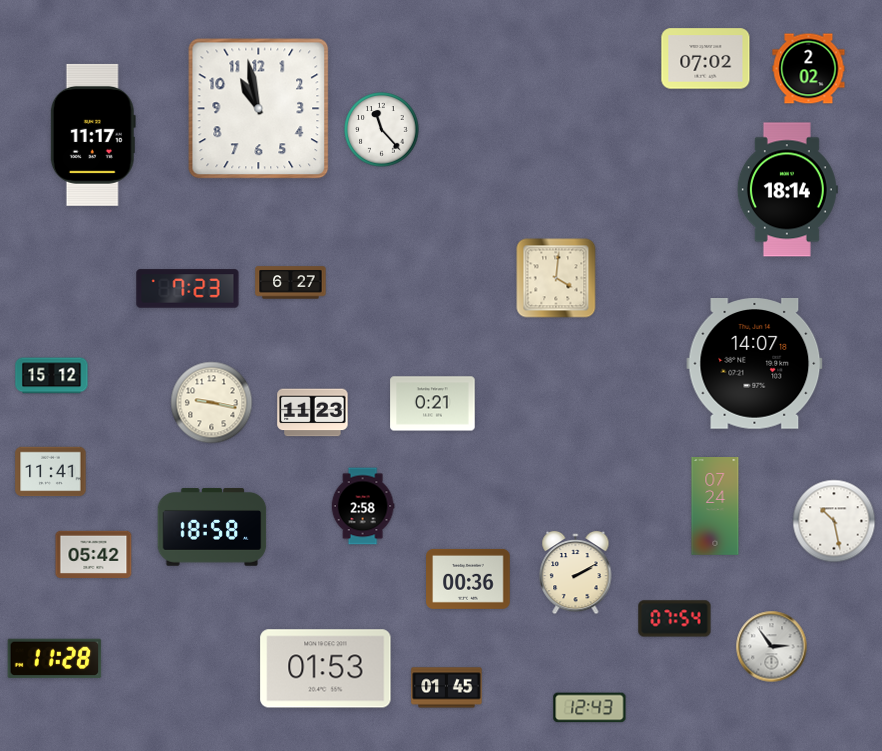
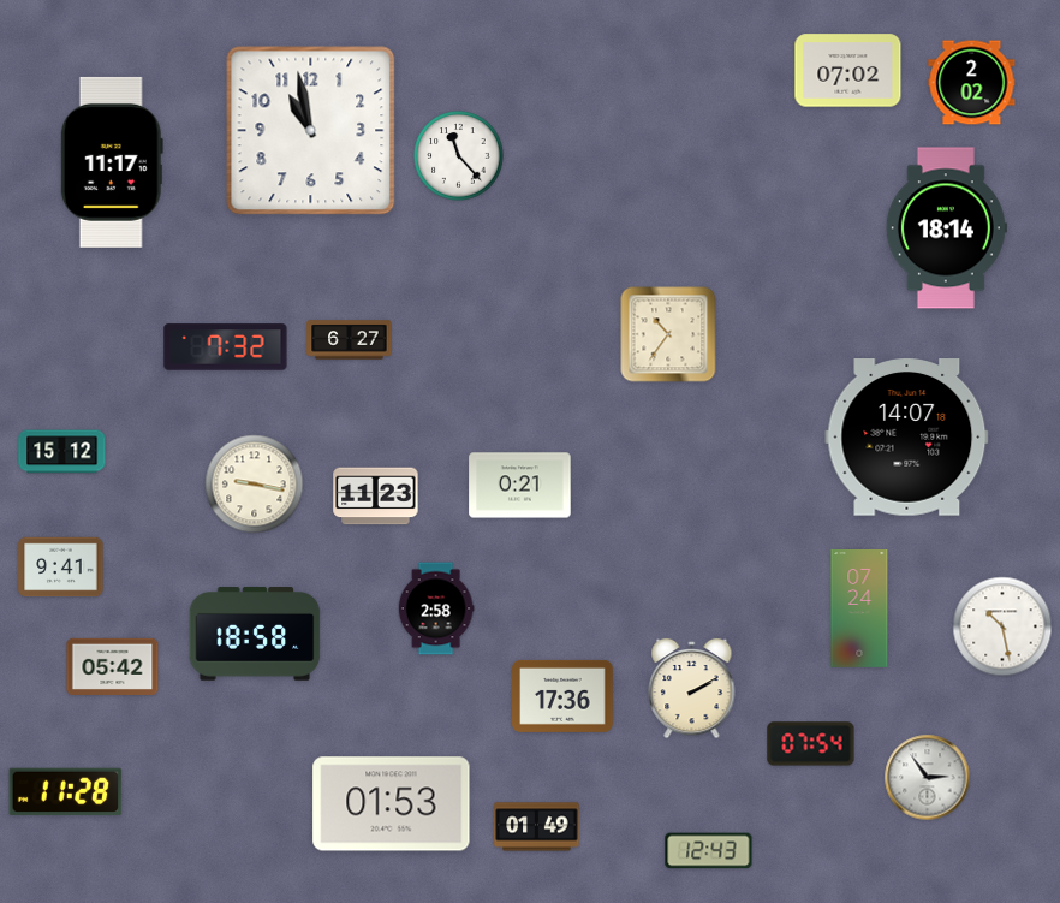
clock at (556, 278): 4:01 -> 10:36
clock at (188, 289): 7:23 -> 7:32
clock at (51, 472): 11:41 -> 9:41
clock at (468, 579): 00:36 -> 17:36
clock at (447, 688): 01:45 -> 01:49
